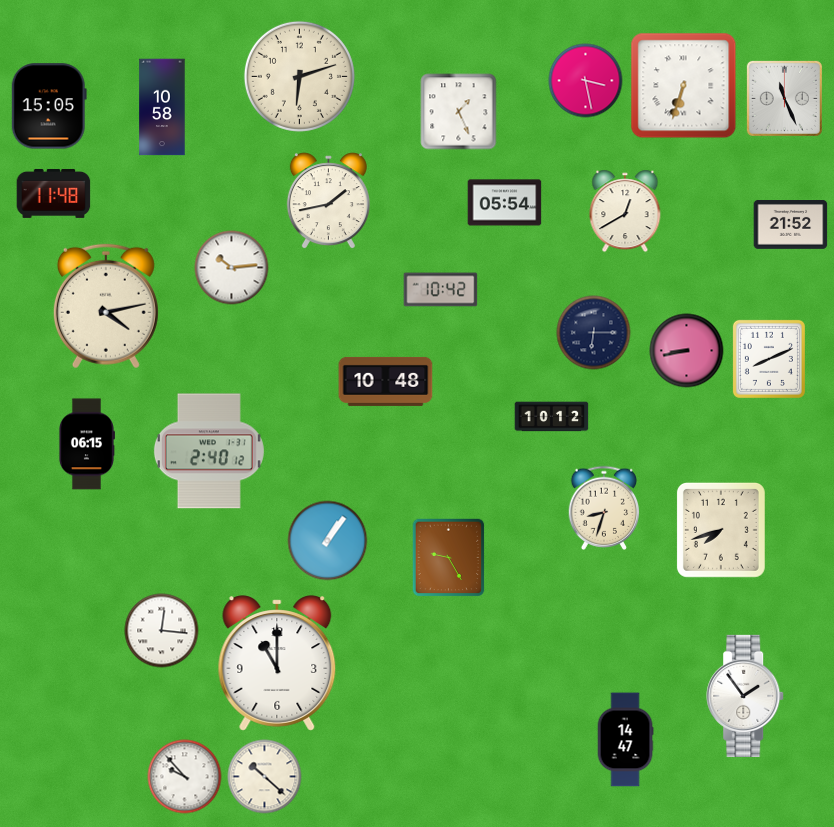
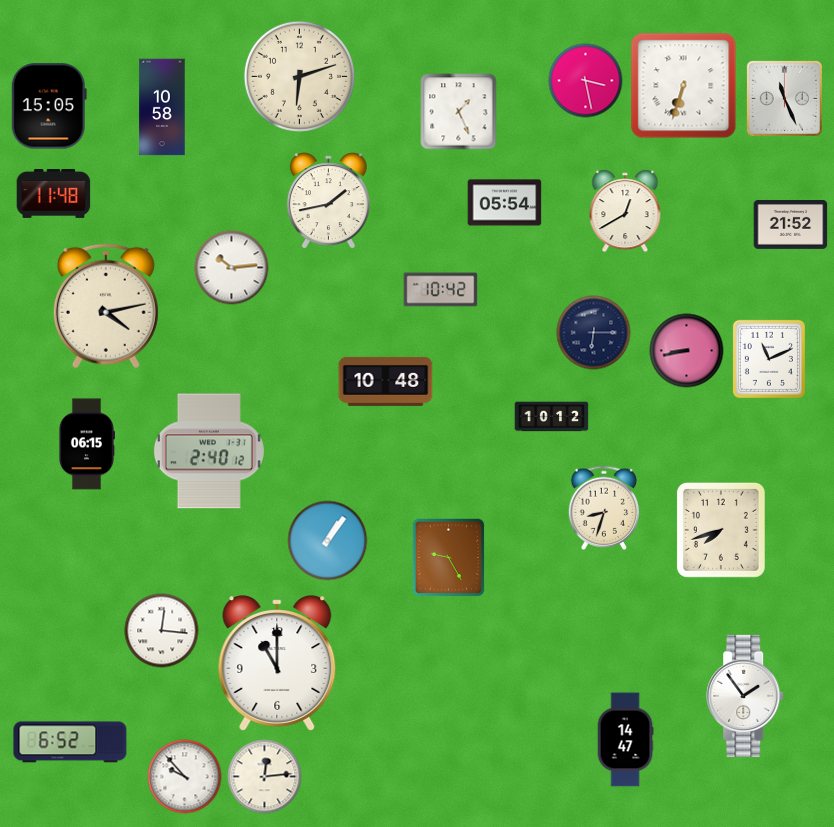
clock at (769, 359): 8:11 -> 11:11
clock at (70, 742): none -> 6:52
clock at (265, 777): 10:22 -> 12:14
